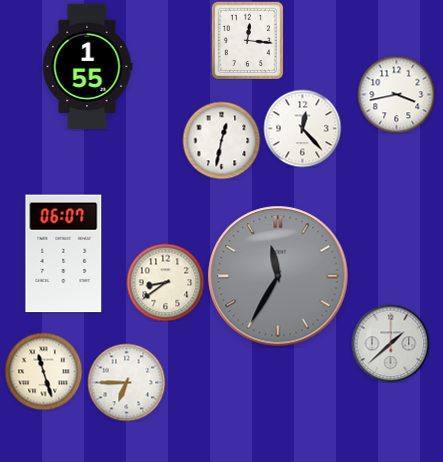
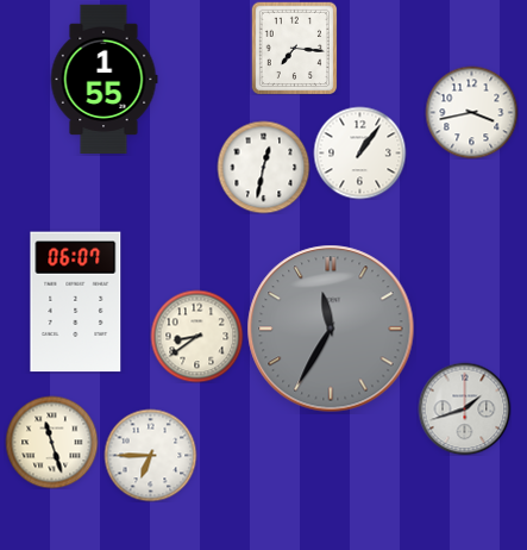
clock at (248, 40): 12:16 -> 7:16
clock at (302, 128): 12:23 -> 1:06
clock at (390, 343): 1:38 -> 1:42
